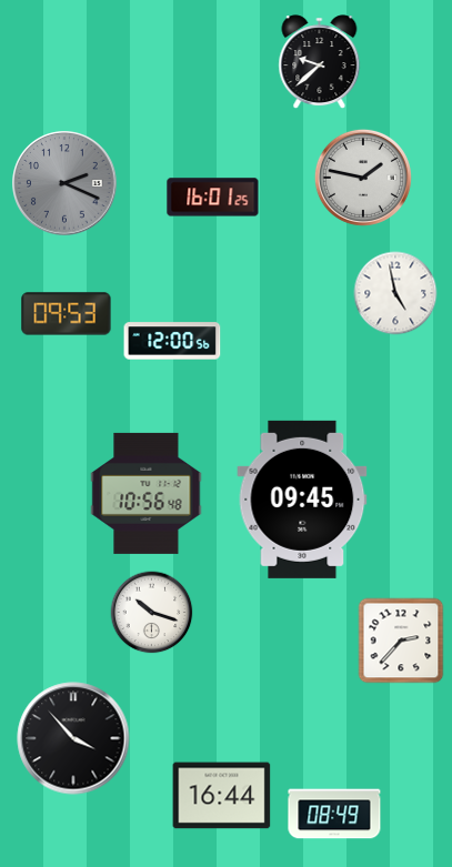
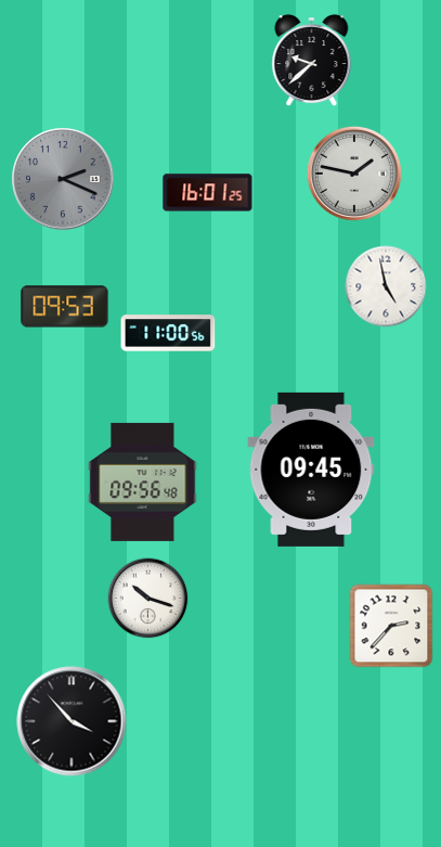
clock at (172, 341): 12:00 -> 11:00
clock at (147, 493): 10:56 -> 09:56
clock at (302, 500) position: (302, 500) -> (311, 470)
clock at (222, 796): 16:44 -> none
clock at (334, 814): 08:49 -> none
